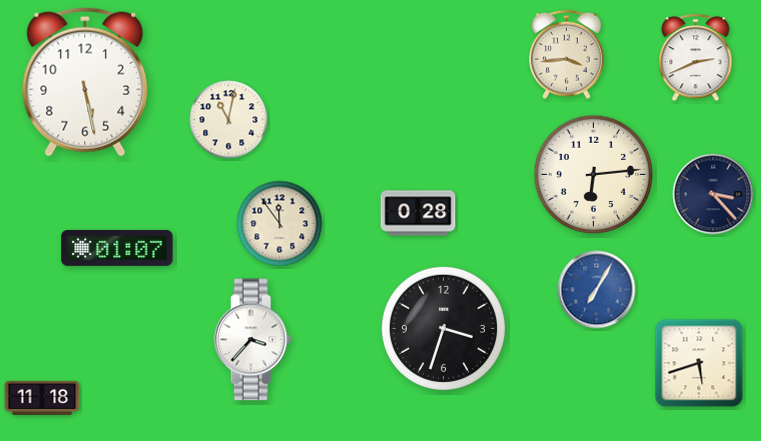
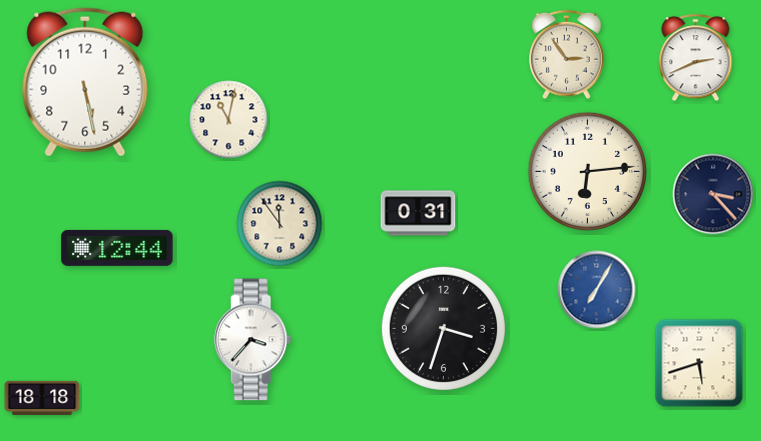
clock at (567, 55): 3:44 -> 2:54
clock at (593, 174) position: (593, 174) -> (587, 171)
clock at (418, 213): 0:28 -> 0:31
clock at (117, 248): 01:07 -> 12:44
clock at (42, 398): 11:18 -> 18:18
